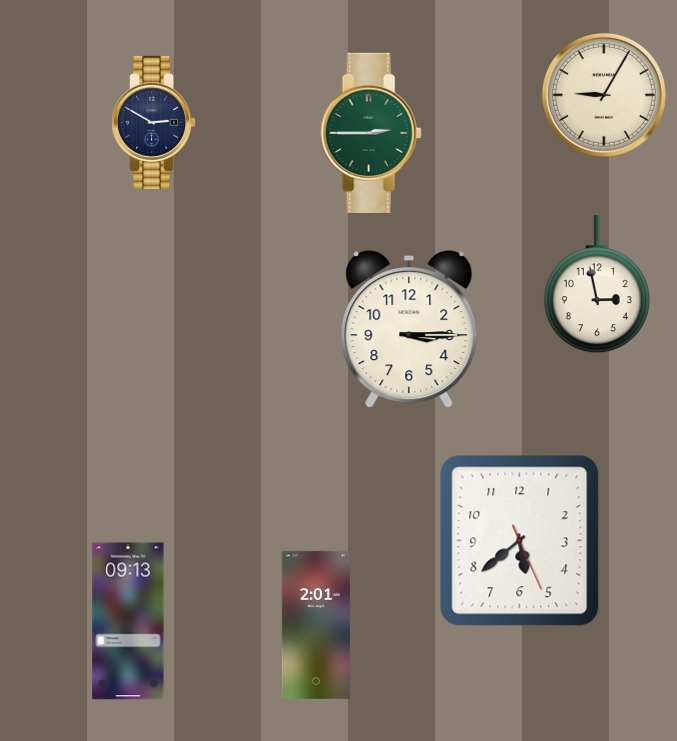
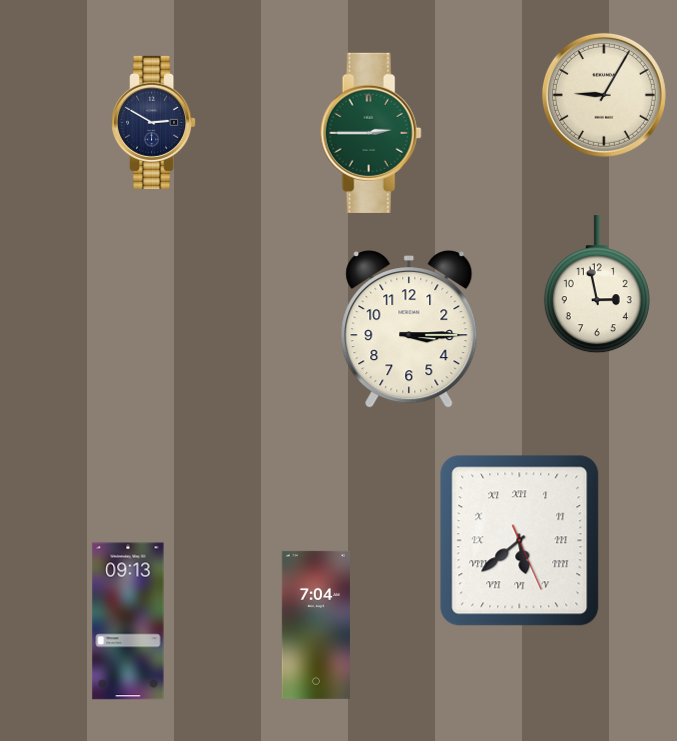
clock at (520, 541) numerals: Arabic -> Roman
clock at (316, 625): 2:01 -> 7:04
